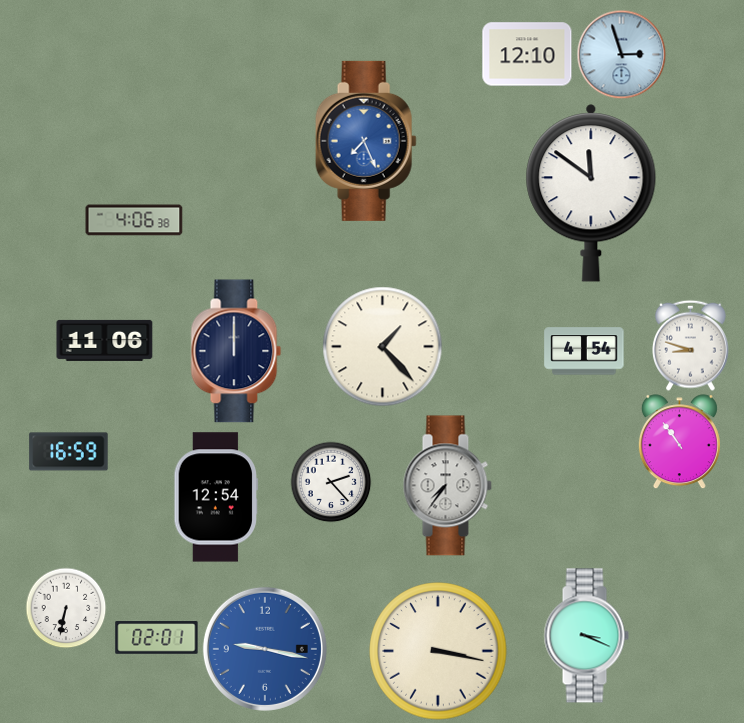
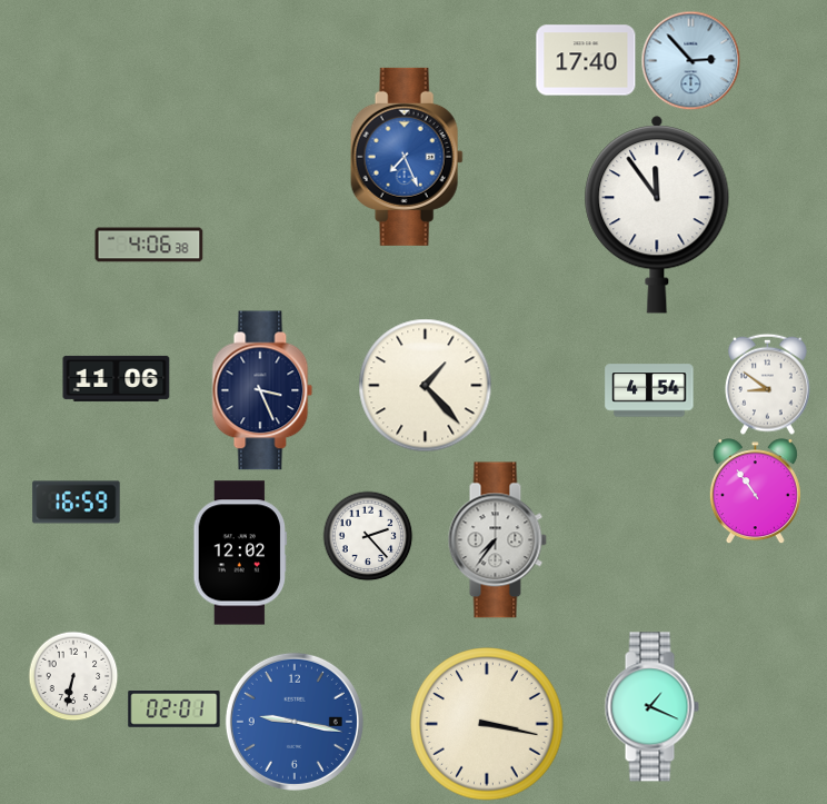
clock at (527, 54): 12:10 -> 17:40
clock at (621, 54): 2:57 -> 2:53
clock at (591, 193): 11:51 -> 11:54
clock at (691, 345): 8:48 -> 8:51
clock at (236, 351): 12:00 -> 3:26
clock at (216, 497): 12:54 -> 12:02
clock at (586, 636): 3:19 -> 1:19
